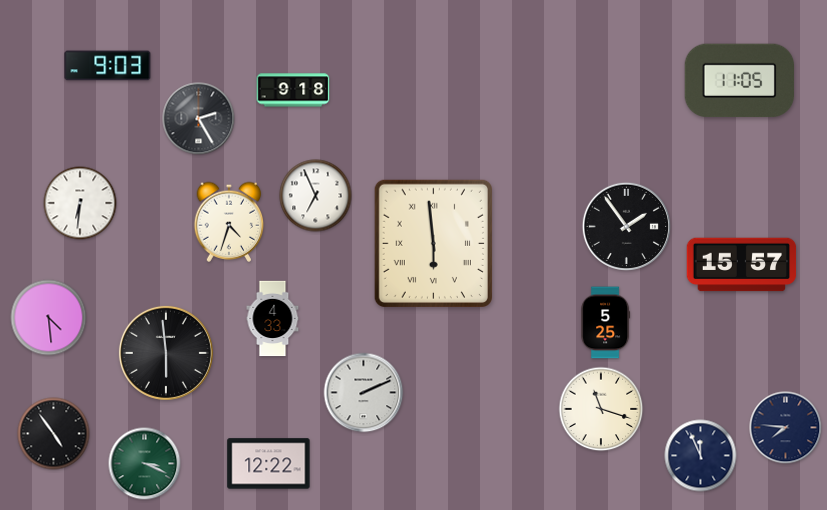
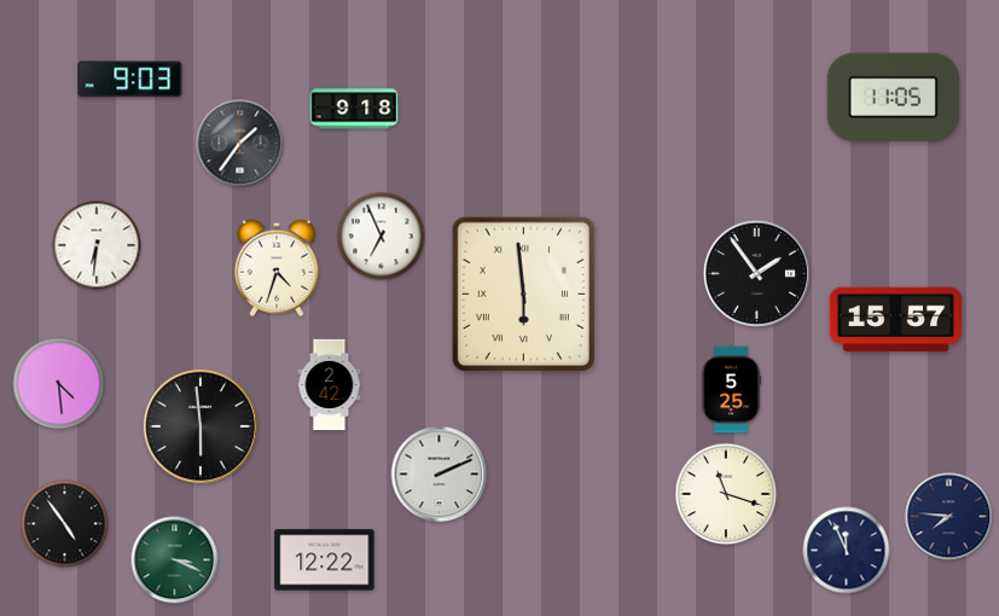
clock at (199, 119): 2:25 -> 1:36
clock at (273, 319): 4:33 -> 2:42
